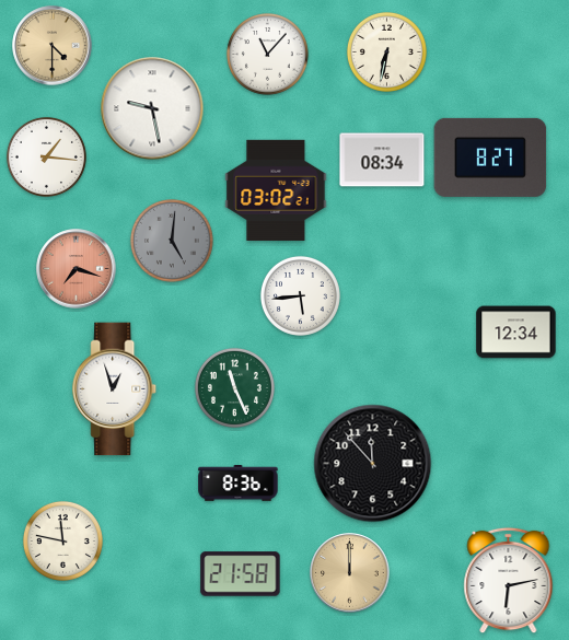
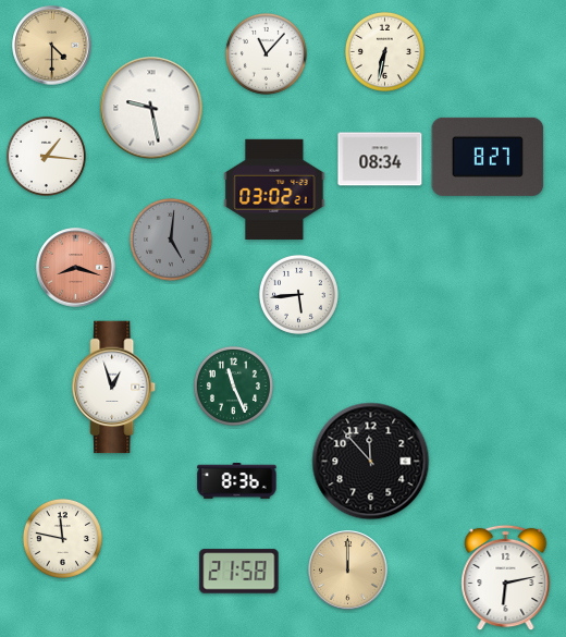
clock at (77, 269): 7:18 -> 8:18
clock at (516, 333): 12:34 -> none
